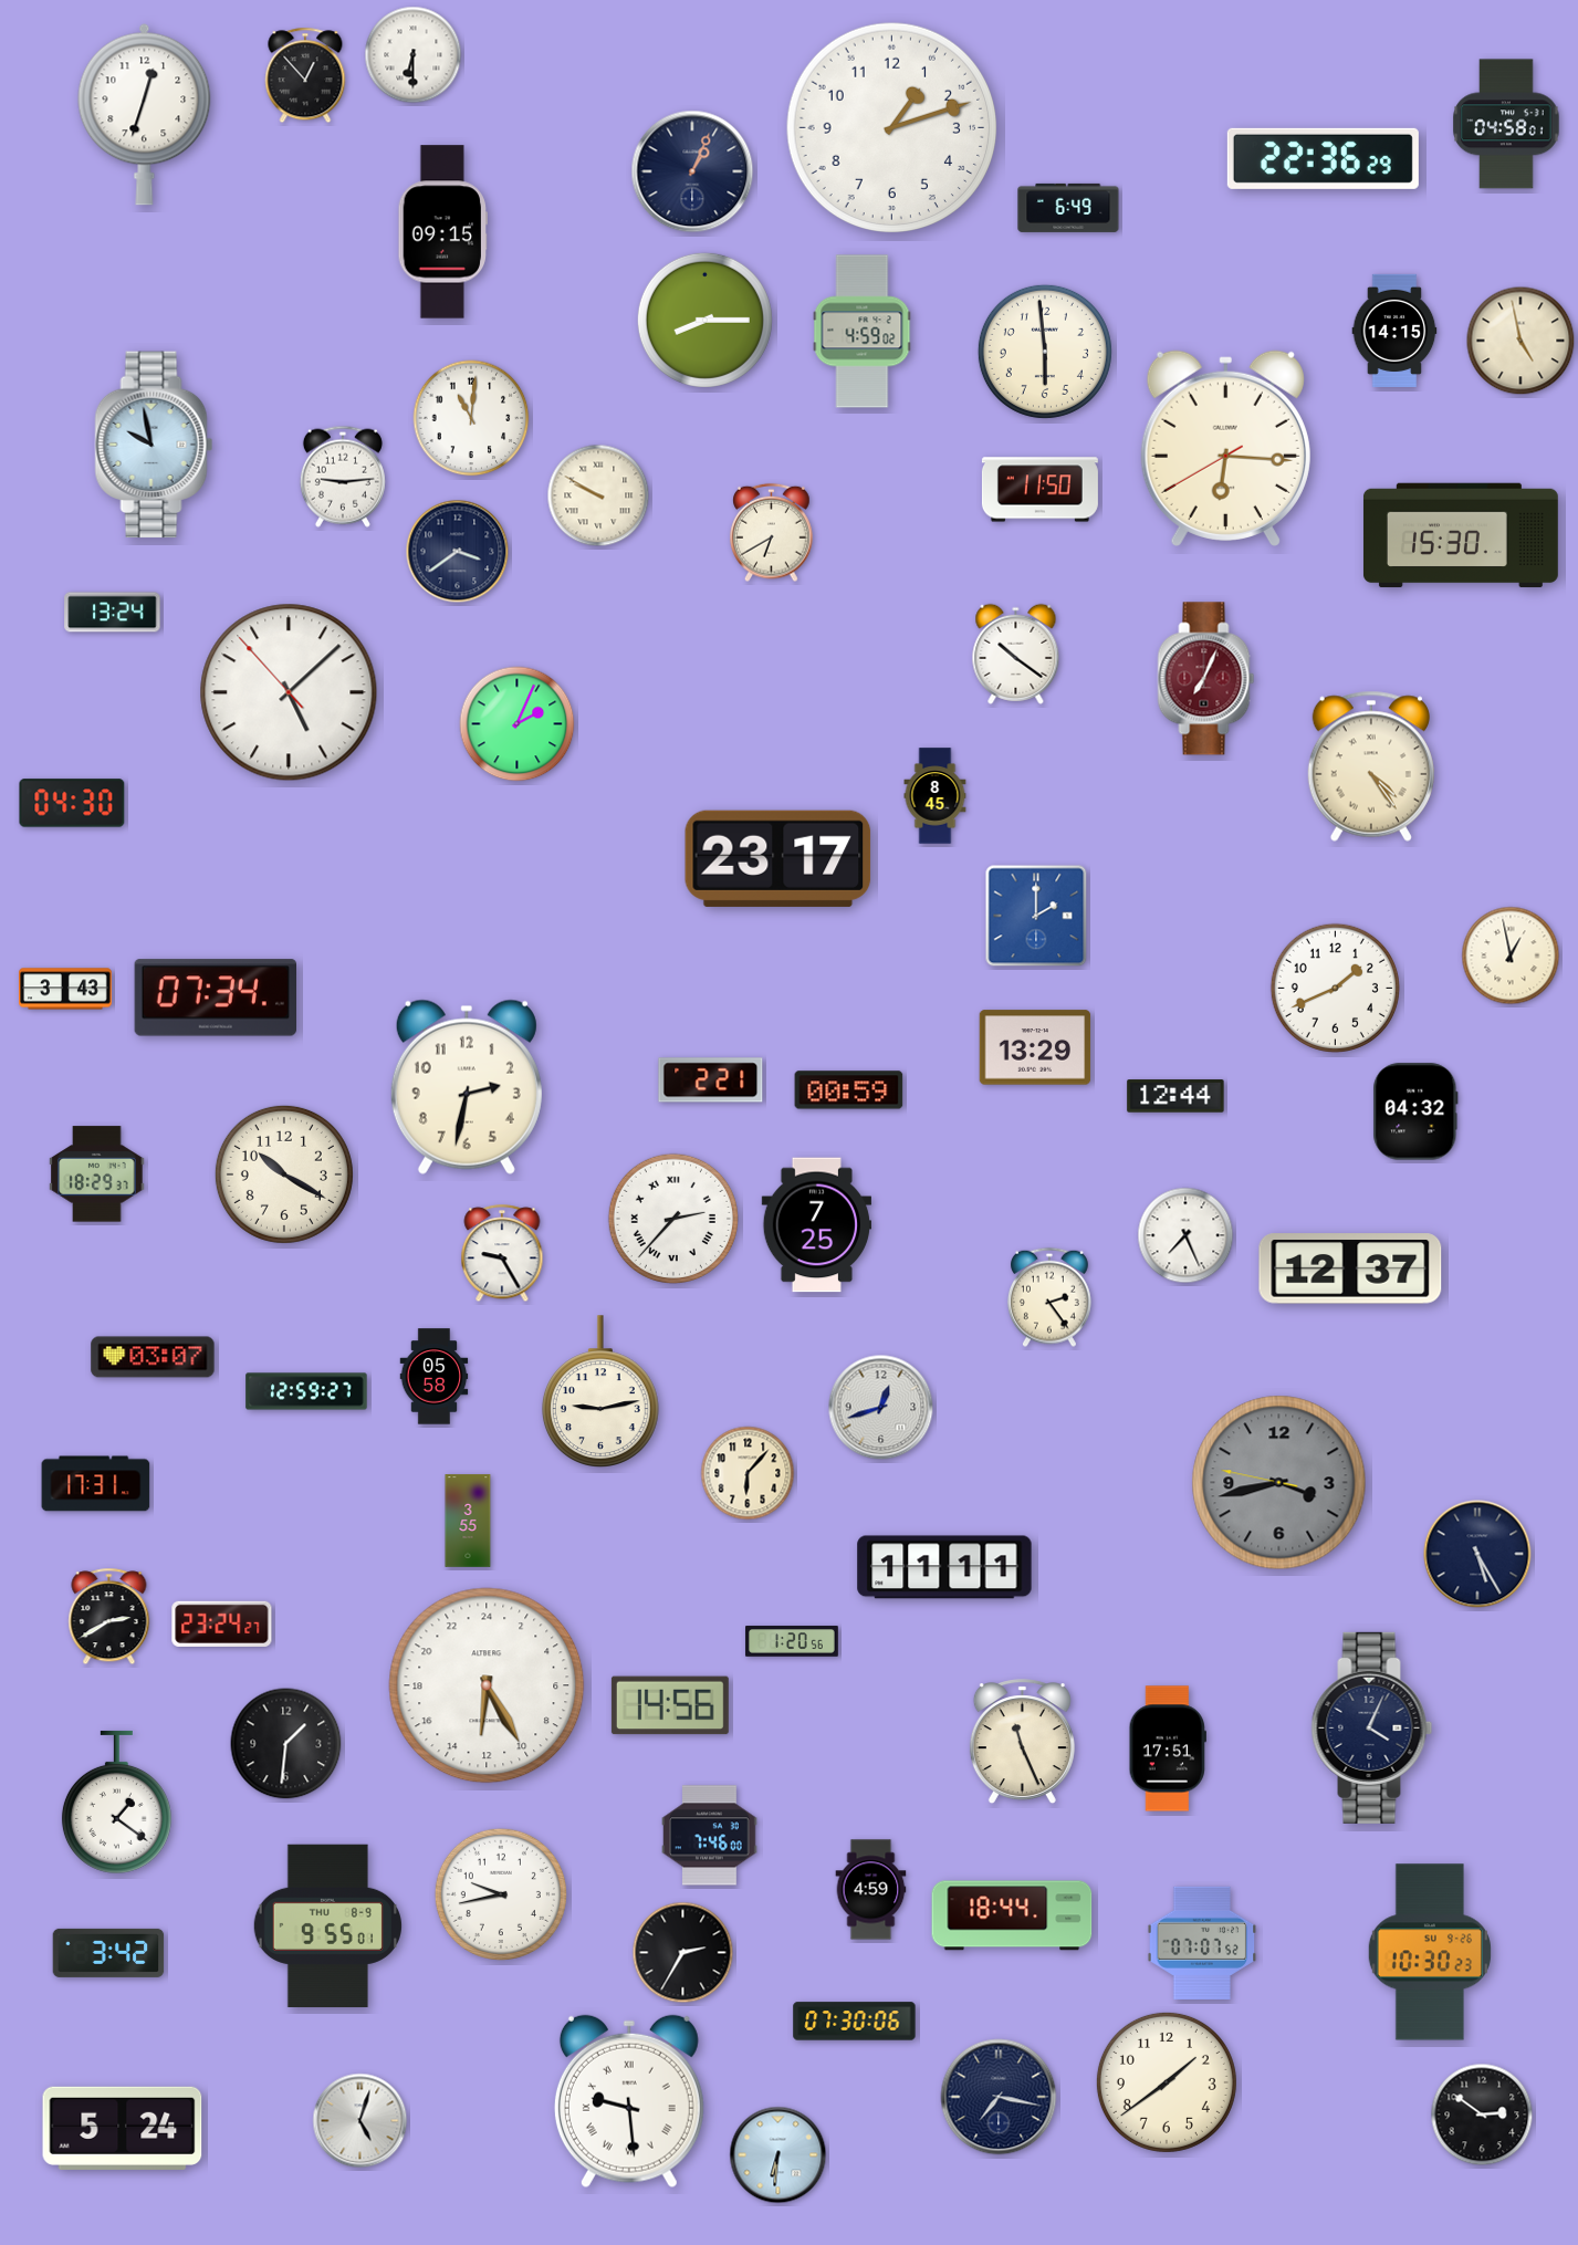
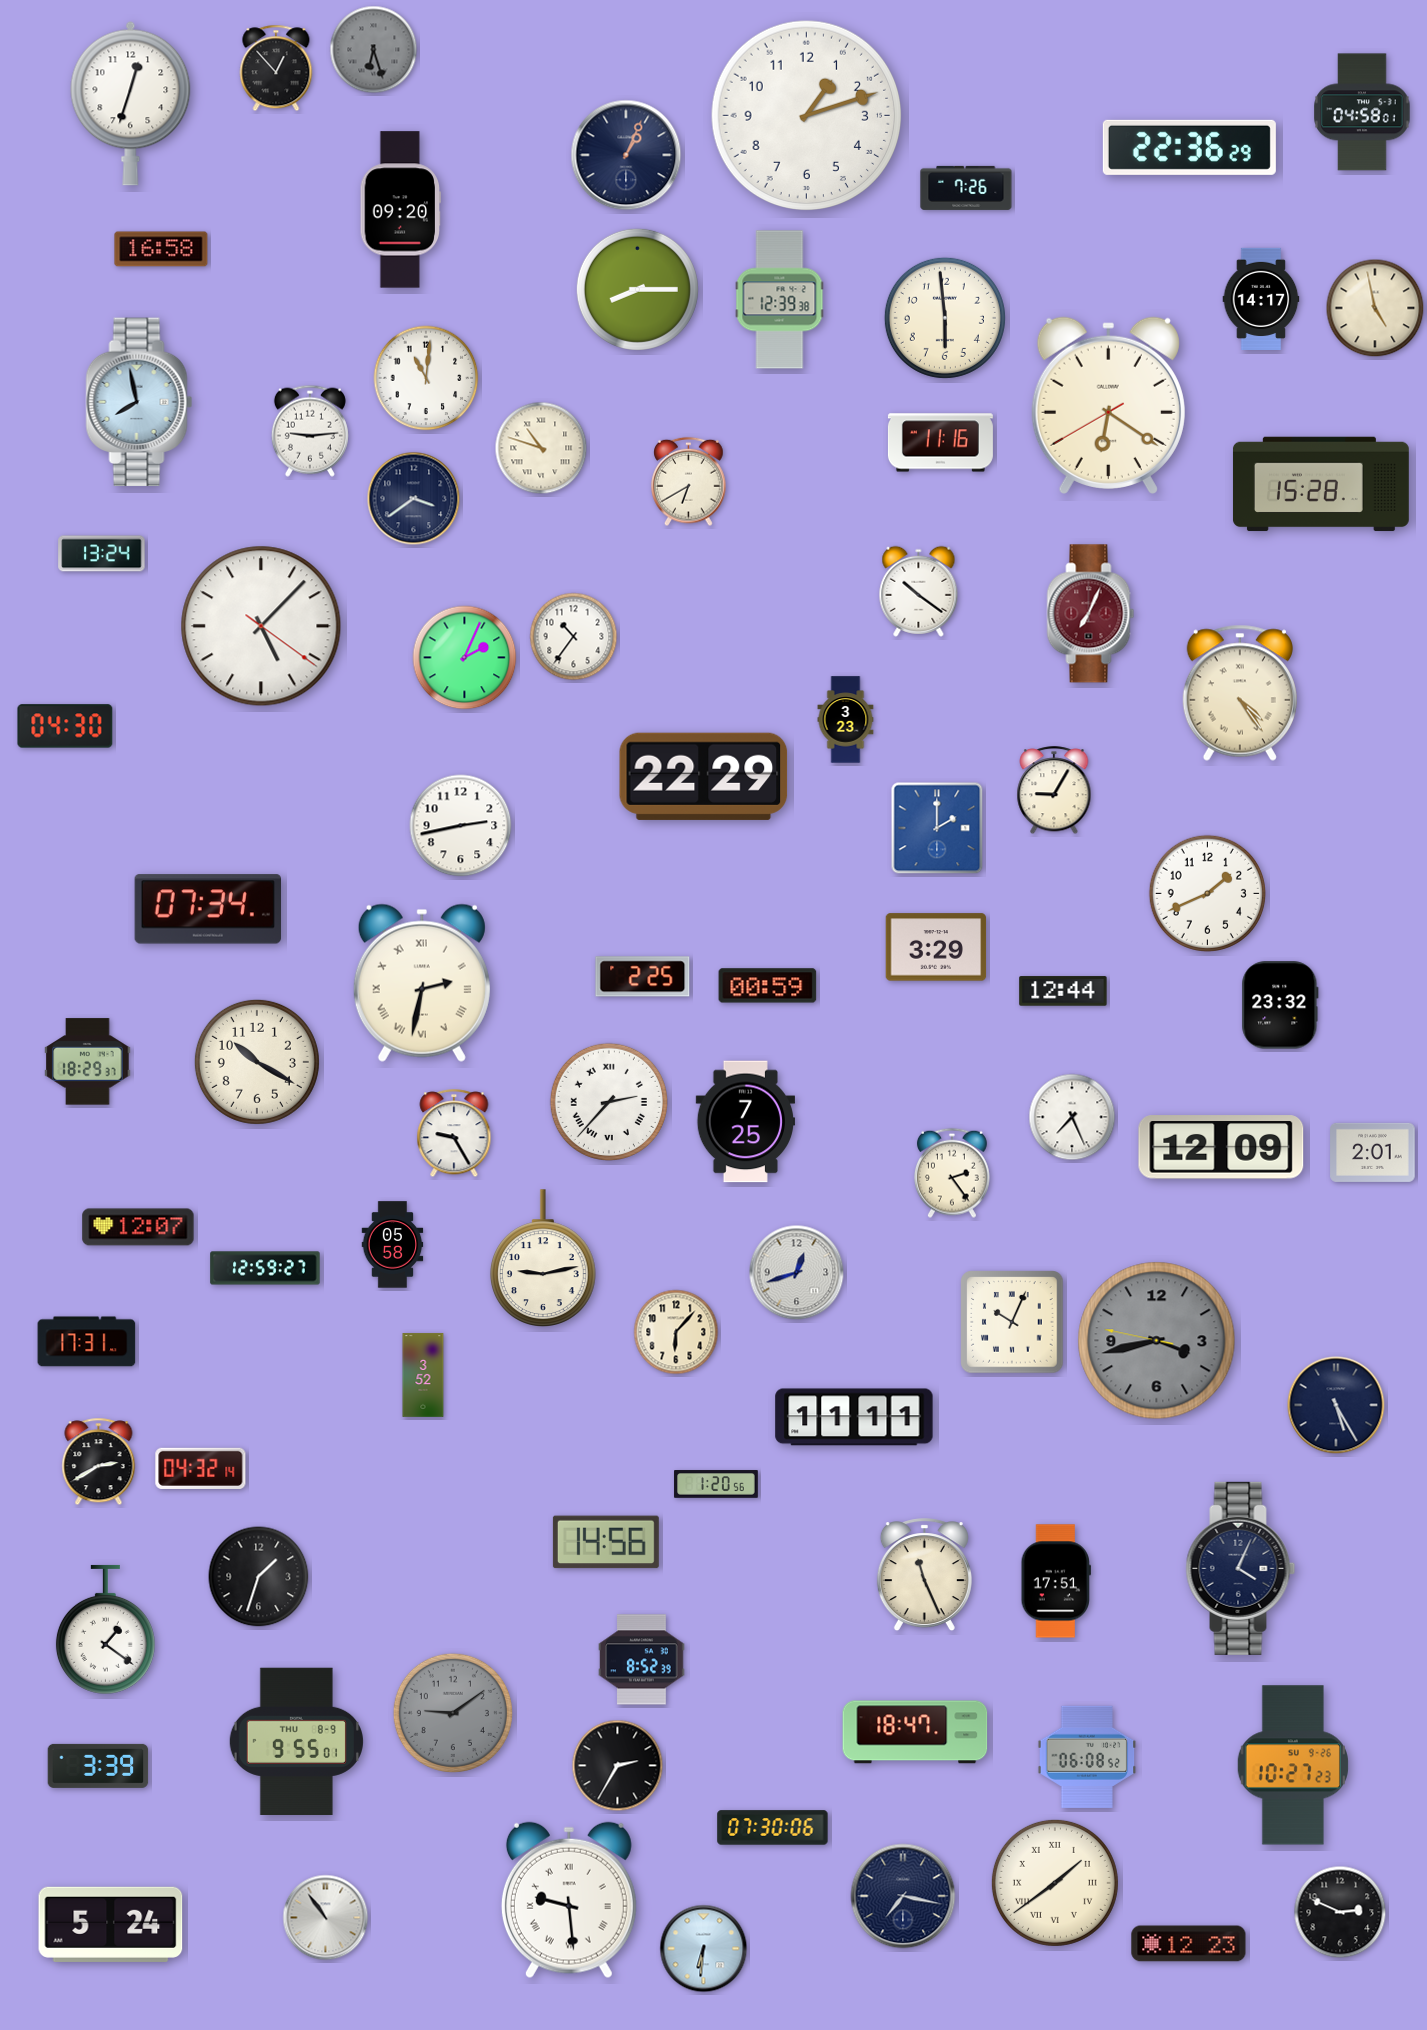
clock at (414, 55): 6:30 -> 6:27
clock at (414, 55) dial: white -> grey
clock at (1323, 158) position: (1323, 158) -> (1189, 147)
clock at (1068, 208): 6:49 -> 7:26
clock at (443, 232): 09:15 -> 09:20
clock at (161, 249): none -> 16:58
clock at (1394, 330): 14:15 -> 14:17
clock at (863, 332): 4:59 -> 12:39
clock at (154, 445): 9:58 -> 7:58
clock at (1225, 448): 6:15 -> 6:20
clock at (1039, 490): 11:50 -> 11:16
clock at (598, 495): 9:50 -> 10:48
clock at (772, 533) position: (772, 533) -> (689, 482)
clock at (1461, 535): 15:30 -> 15:28
clock at (289, 692): 5:07:53 -> 5:07:21
clock at (574, 637): none -> 10:36
clock at (518, 724) position: (518, 724) -> (465, 658)
clock at (936, 796): 8:45 -> 3:23
clock at (778, 858): 23:17 -> 22:29
clock at (1054, 791): none -> 9:05
clock at (461, 826): none -> 2:43
clock at (1511, 956): 12:58 -> none
clock at (65, 989): 3:43 -> none
clock at (215, 998) position: (215, 998) -> (207, 909)
clock at (1035, 1047): 13:29 -> 3:29
clock at (711, 1080): 2:21 -> 2:25
clock at (467, 1087) numerals: Arabic -> Roman
clock at (1415, 1111): 04:32 -> 23:32
clock at (816, 1225) position: (816, 1225) -> (745, 1122)
clock at (1350, 1268): 12:37 -> 12:09
clock at (1373, 1152): none -> 2:01
clock at (1049, 1297) position: (1049, 1297) -> (952, 1173)
clock at (153, 1357): 03:07 -> 12:07
clock at (306, 1391) position: (306, 1391) -> (265, 1268)
clock at (1012, 1322): none -> 10:04
clock at (468, 1521): 3:55 -> 3:52
clock at (222, 1623): 23:24 -> 04:32
clock at (487, 1685): 12:25 -> none
clock at (1372, 1727) position: (1372, 1727) -> (1241, 1568)
clock at (286, 1744): 1:31 -> 1:33
clock at (710, 1836): 7:46 -> 8:52
clock at (871, 1890): 4:59 -> none
clock at (501, 1894): 9:43 -> 9:09
clock at (501, 1894) dial: white -> grey
clock at (1012, 1915): 18:44 -> 18:47
clock at (1202, 1943): 07:07 -> 06:08
clock at (1430, 1952): 10:30 -> 10:27
clock at (108, 1953): 3:42 -> 3:39
clock at (1167, 2082) numerals: Arabic -> Roman
clock at (1482, 2115): 2:51 -> 2:49
clock at (360, 2121): 5:03 -> 10:54
clock at (1189, 1944): none -> 12:23
